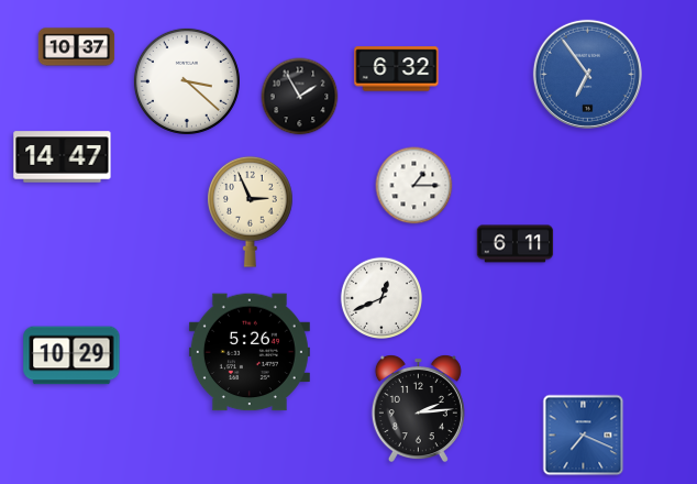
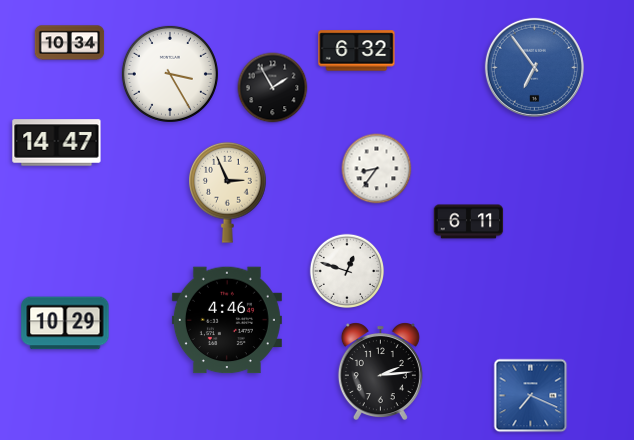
clock at (77, 47): 10:37 -> 10:34
clock at (397, 69) position: (397, 69) -> (357, 51)
clock at (187, 81): 3:22 -> 3:25
clock at (414, 186): 1:15 -> 8:36
clock at (380, 297): 12:41 -> 12:48
clock at (250, 352): 5:26 -> 4:46
